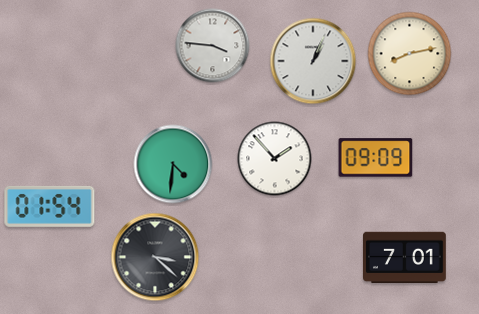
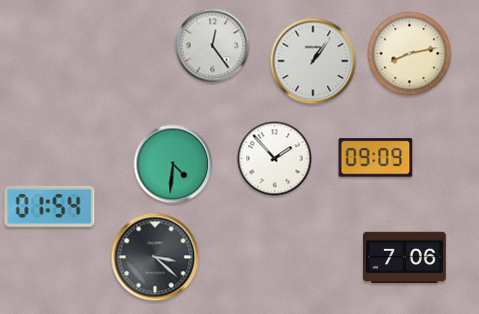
clock at (213, 46): 3:46 -> 12:24
clock at (313, 61): 1:04 -> 1:06
clock at (405, 257): 7:01 -> 7:06
